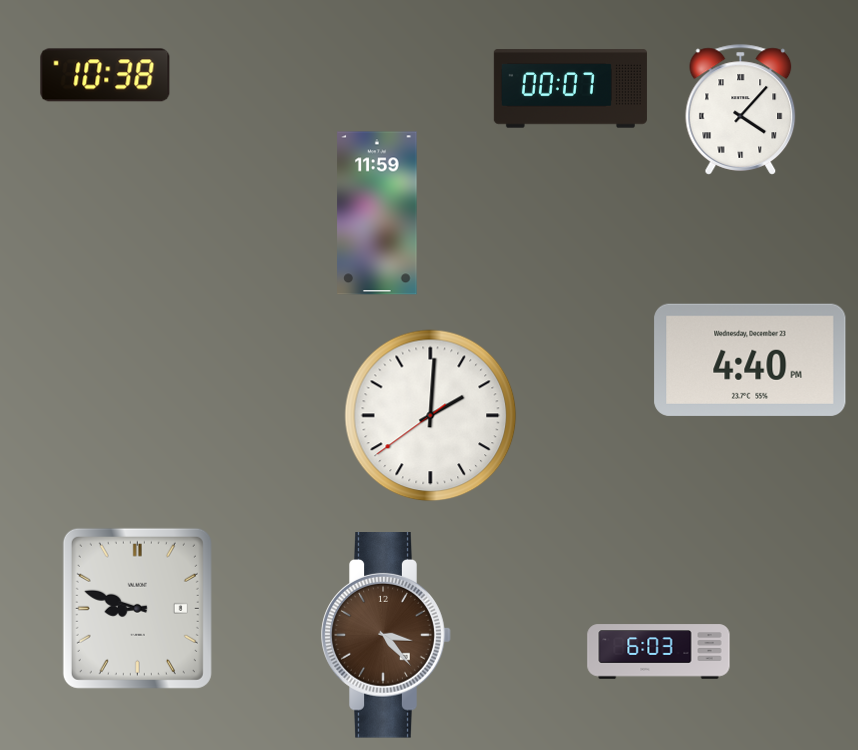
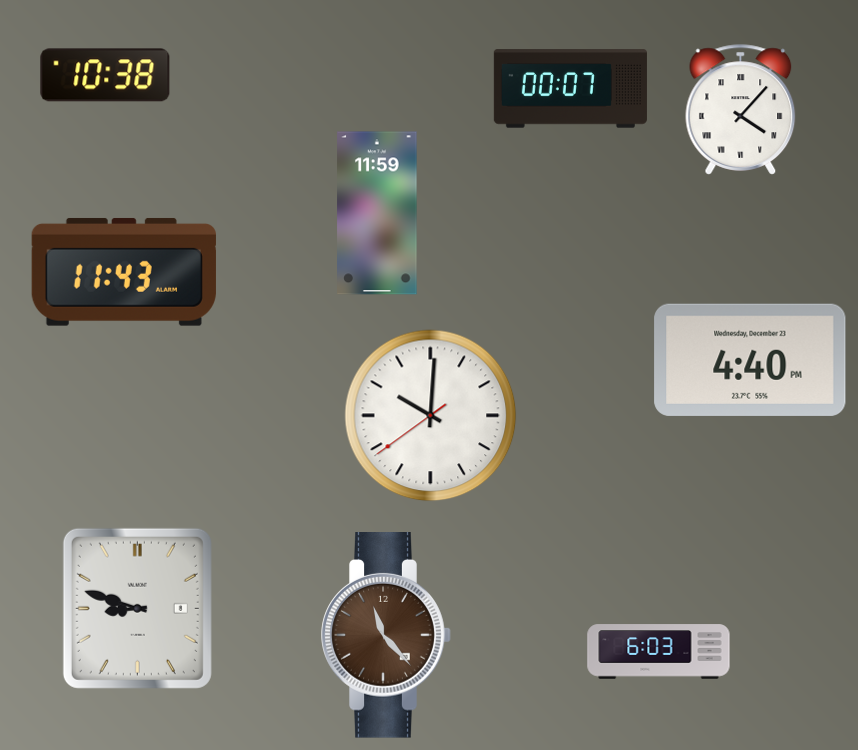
clock at (124, 272): none -> 11:43
clock at (431, 416): 2:00 -> 10:00
clock at (386, 636): 3:23 -> 11:23
